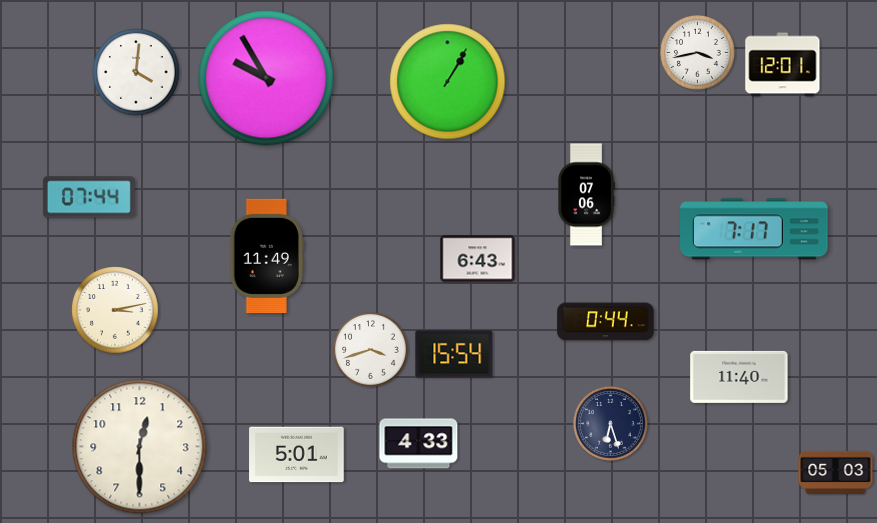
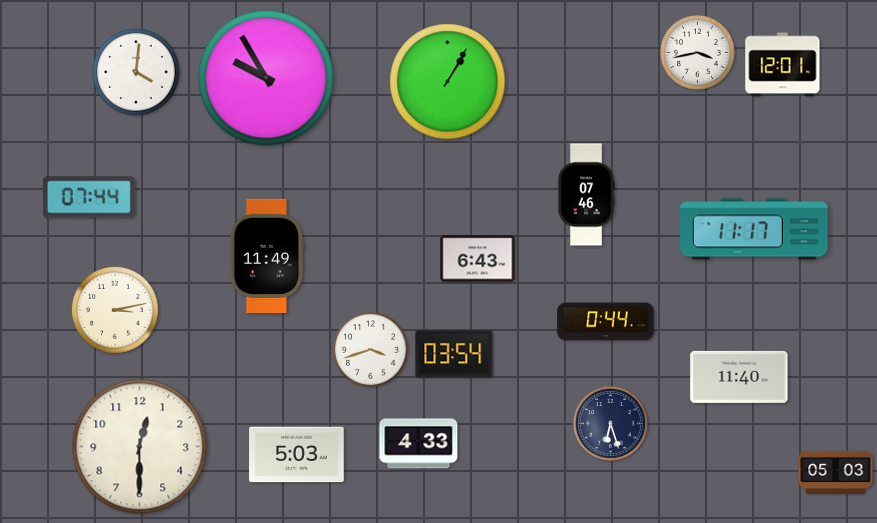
clock at (585, 195): 07:06 -> 07:46
clock at (754, 229): 7:17 -> 11:17
clock at (454, 354): 15:54 -> 03:54
clock at (297, 455): 5:01 -> 5:03
